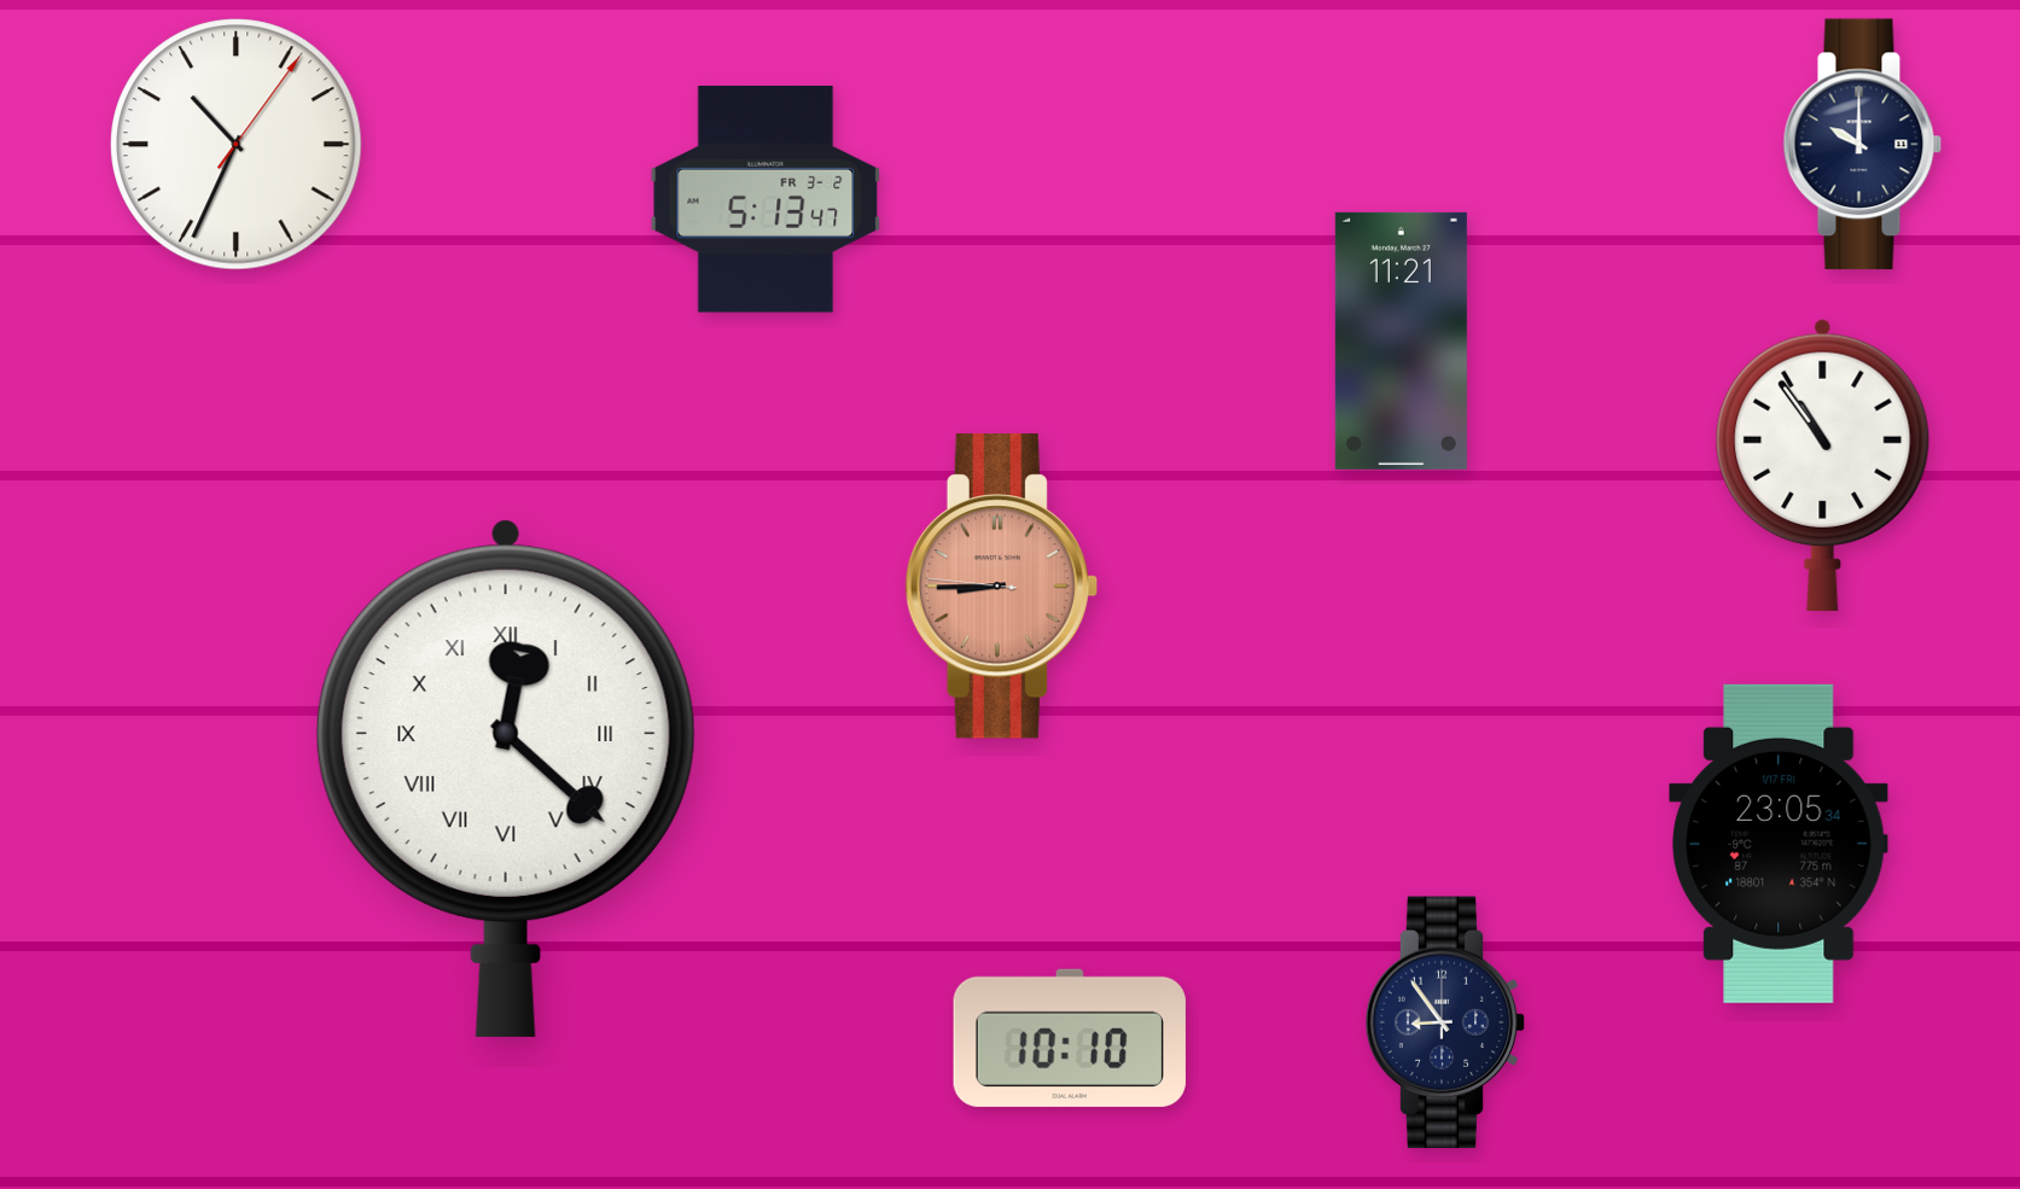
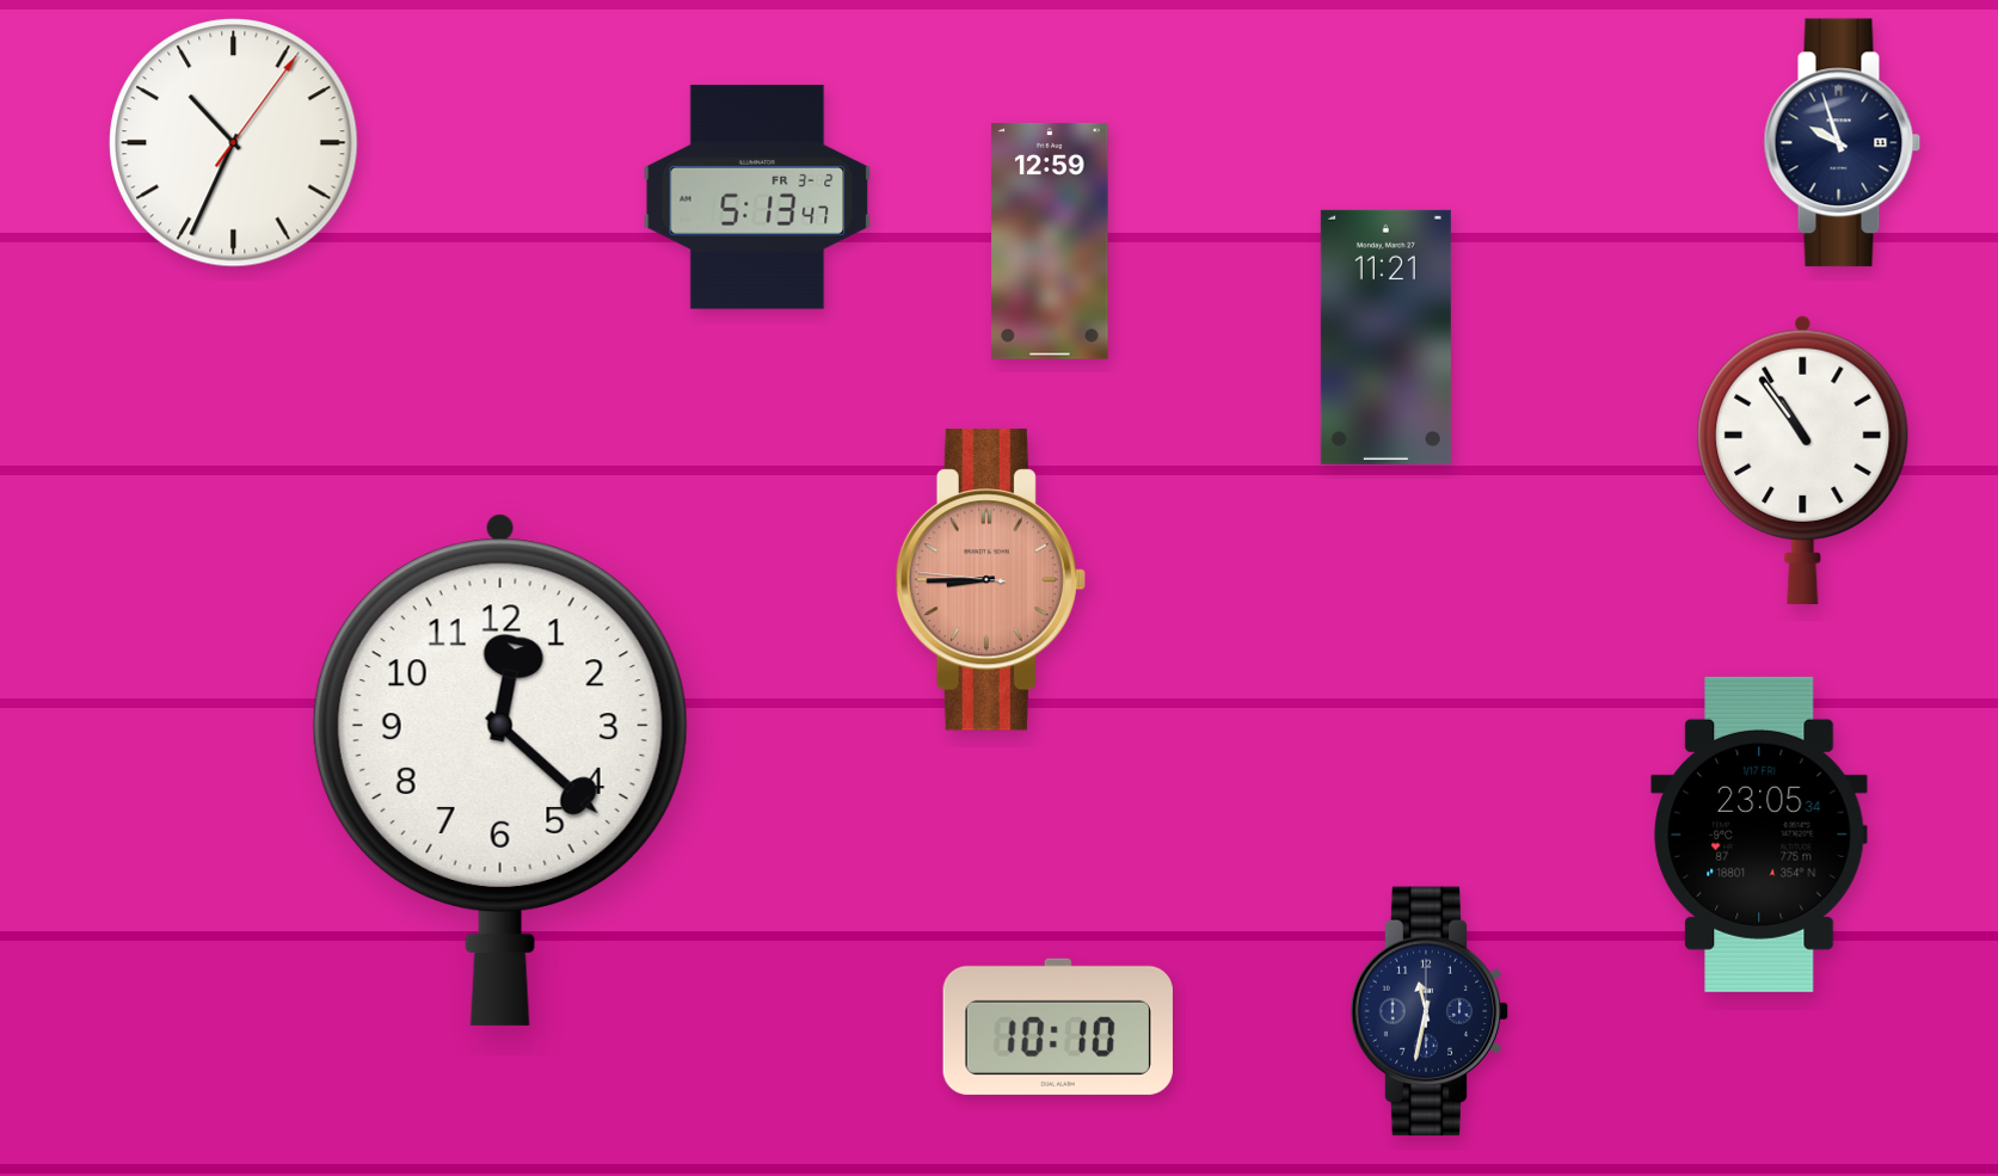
clock at (1863, 145): 10:00 -> 9:57
clock at (1050, 241): none -> 12:59
clock at (506, 779) numerals: Roman -> Arabic
clock at (1445, 1022): 8:54 -> 11:32
